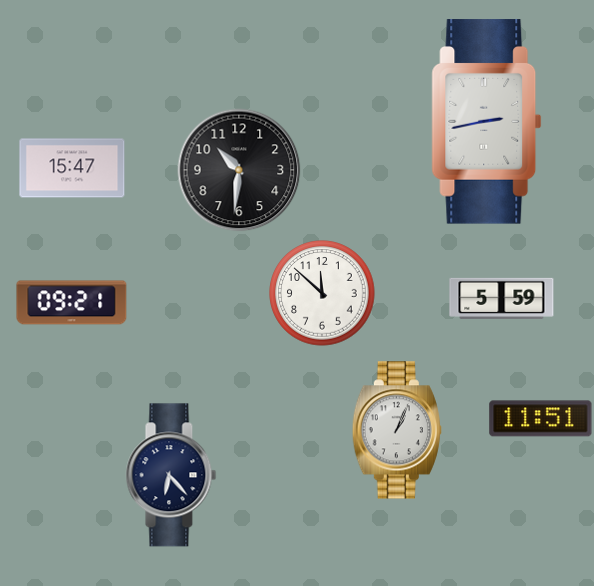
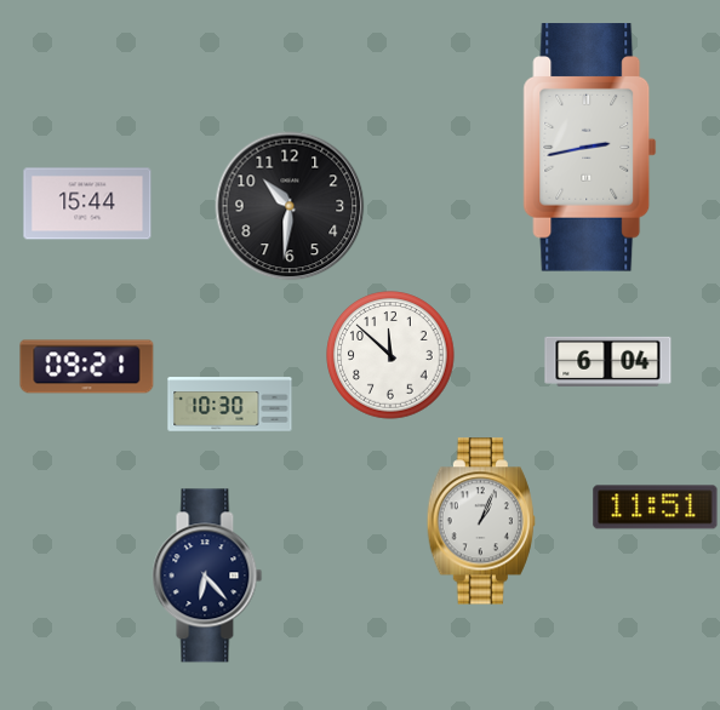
clock at (72, 168): 15:47 -> 15:44
clock at (502, 298): 5:59 -> 6:04
clock at (230, 405): none -> 10:30
